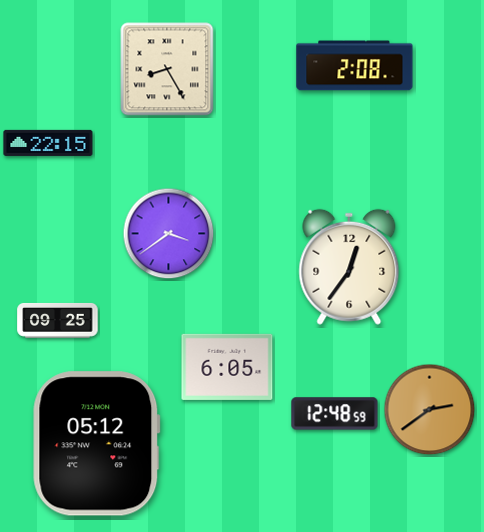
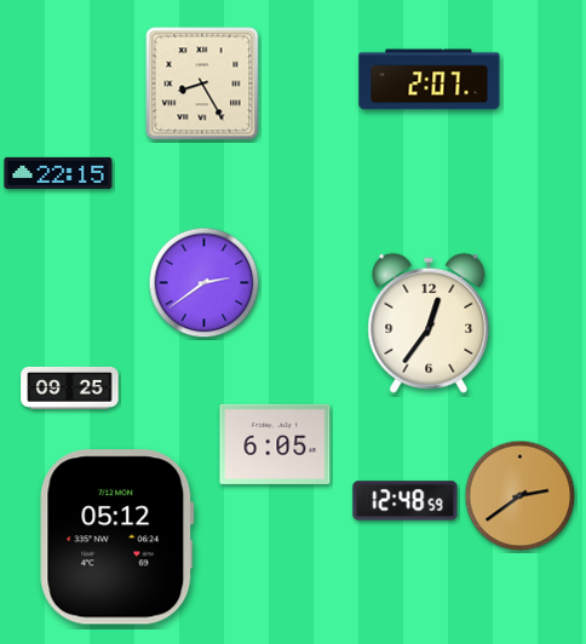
clock at (355, 66): 2:08 -> 2:07
clock at (169, 234): 3:39 -> 2:39
clock at (349, 267) position: (349, 267) -> (429, 323)
